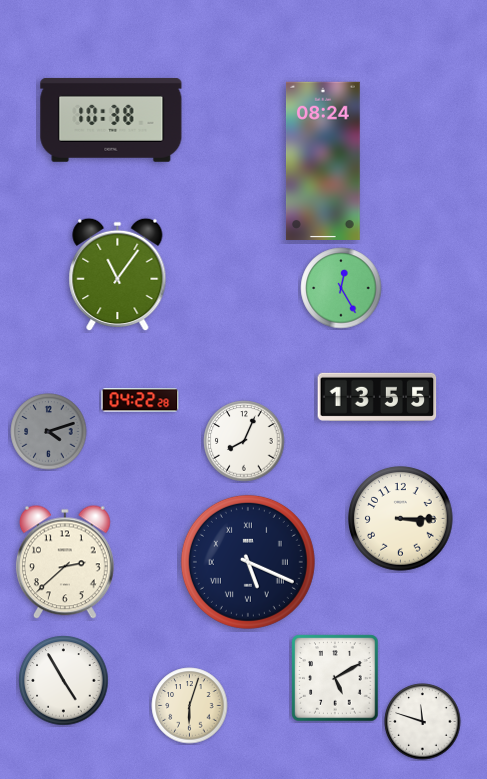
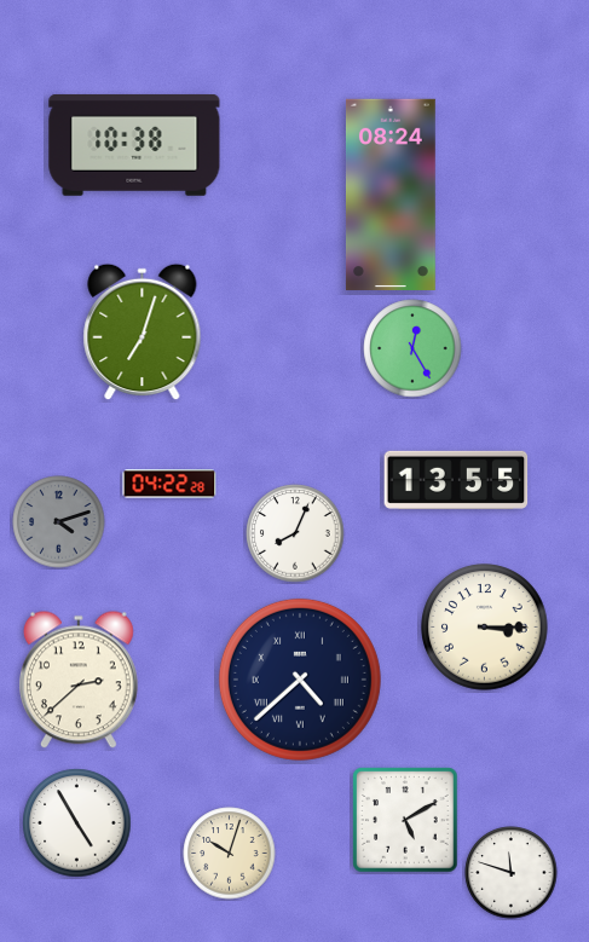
clock at (118, 275): 11:06 -> 7:03
clock at (248, 562): 5:19 -> 4:38
clock at (190, 706): 6:03 -> 10:03
